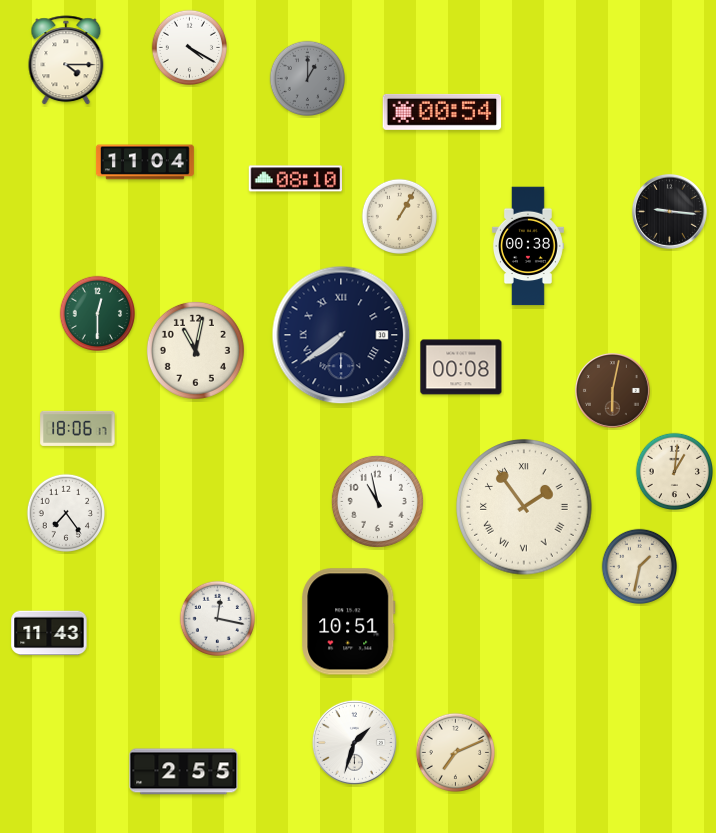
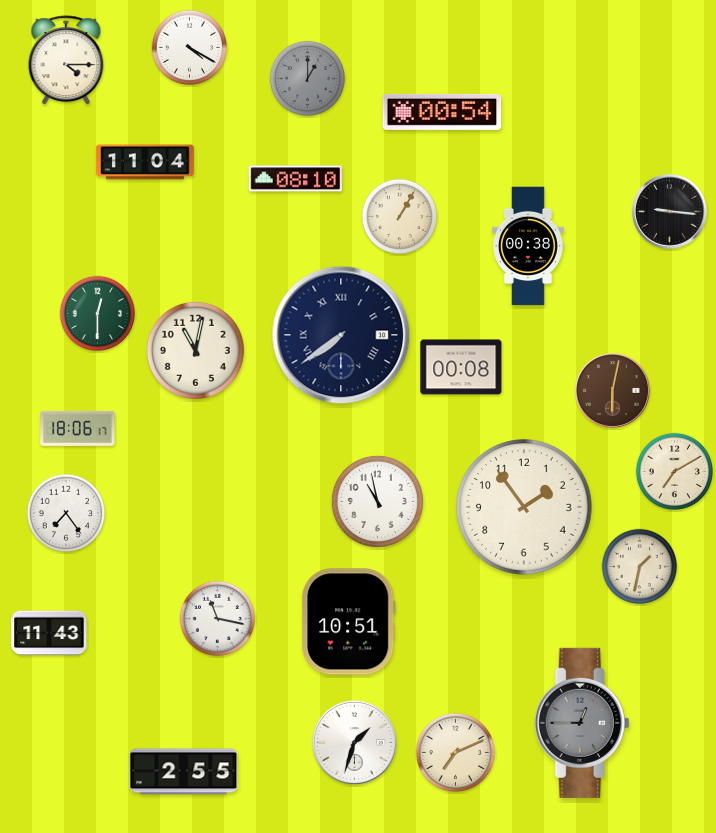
clock at (674, 471): 1:01 -> 7:10
clock at (524, 507) numerals: Roman -> Arabic
clock at (218, 619): 12:17 -> 11:17
clock at (582, 723): none -> 12:45
